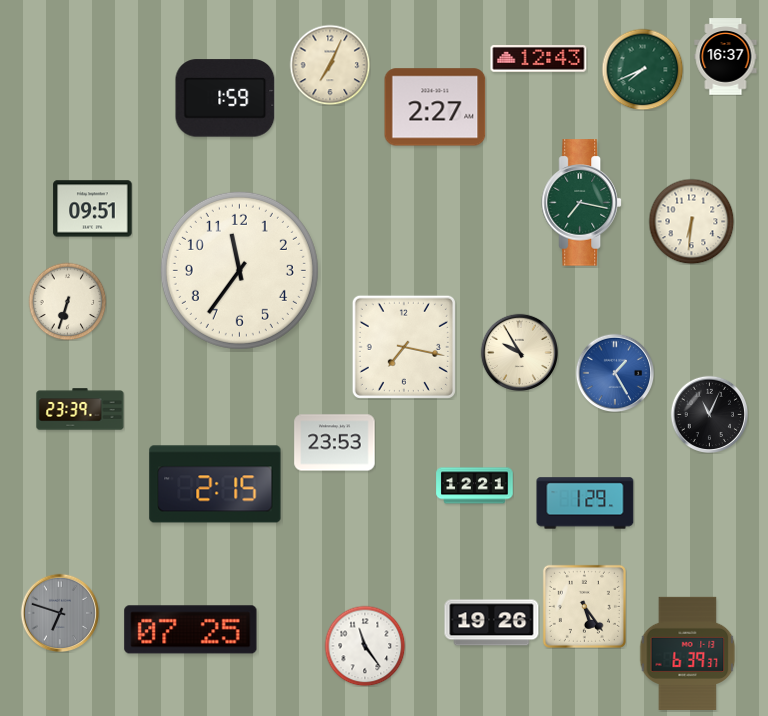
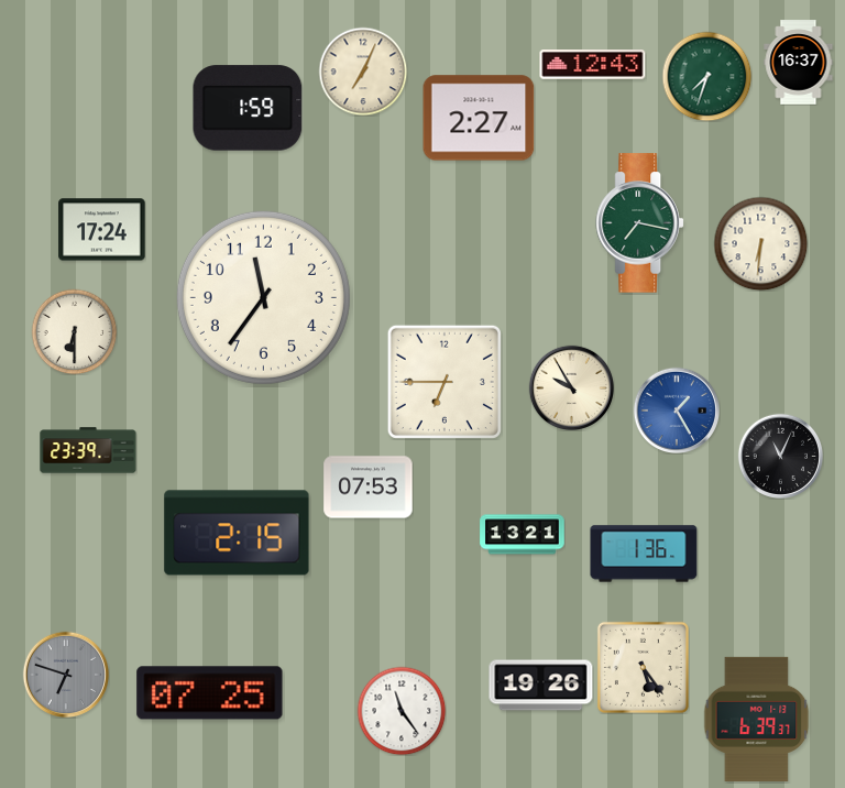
clock at (642, 69): 7:41 -> 7:33
clock at (93, 209): 09:51 -> 17:24
clock at (67, 301): 6:33 -> 6:30
clock at (404, 347): 7:17 -> 6:45
clock at (335, 443): 23:53 -> 07:53
clock at (475, 486): 12:21 -> 13:21
clock at (585, 503): 1:29 -> 1:36
